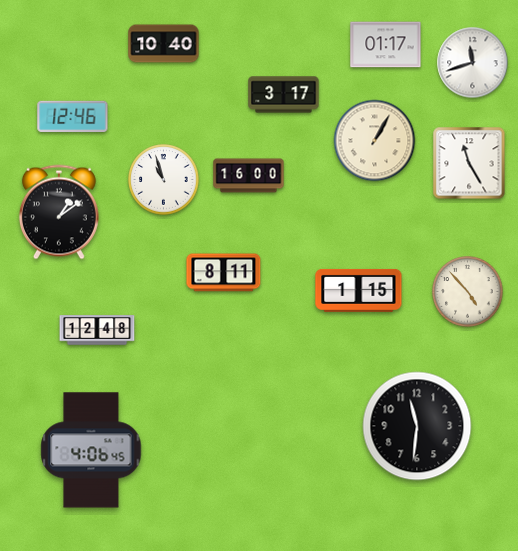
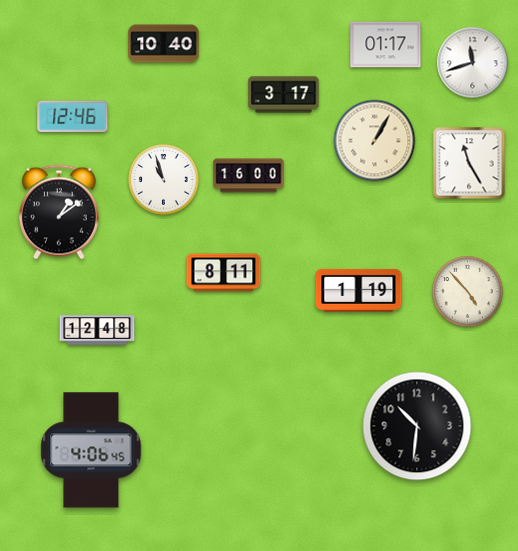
clock at (359, 290): 1:15 -> 1:19
clock at (417, 426): 11:31 -> 10:31
